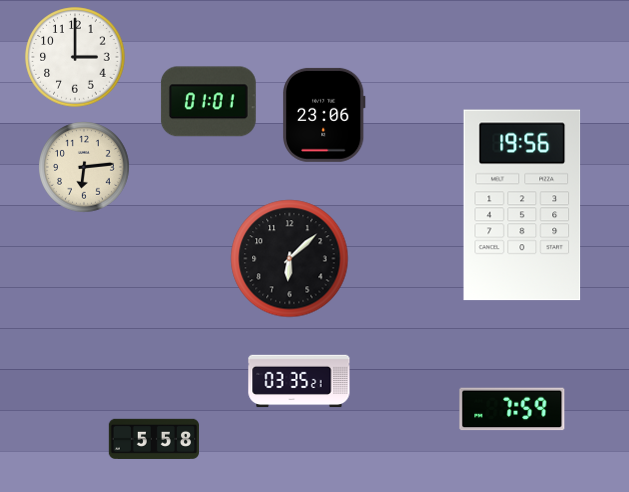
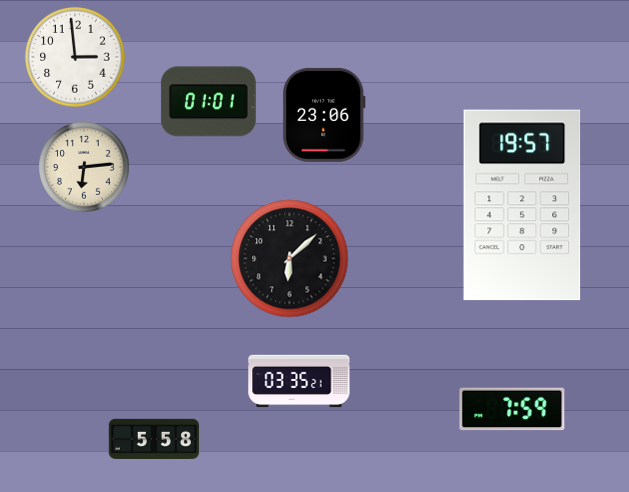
clock at (75, 57): 3:00 -> 2:59
clock at (522, 205): 19:56 -> 19:57
